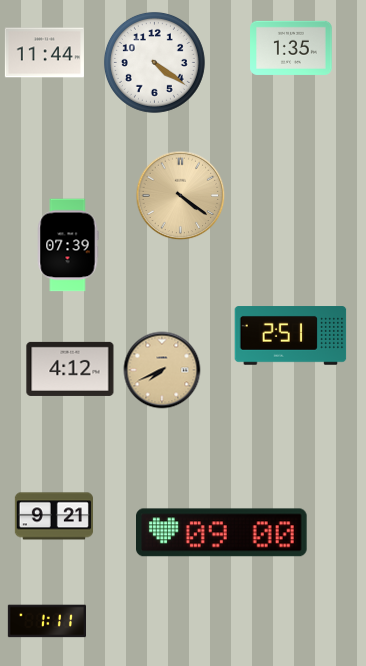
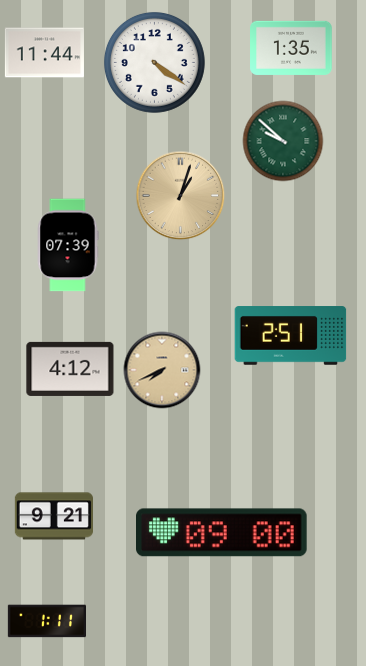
clock at (283, 141): none -> 9:52
clock at (181, 196): 4:21 -> 1:03
